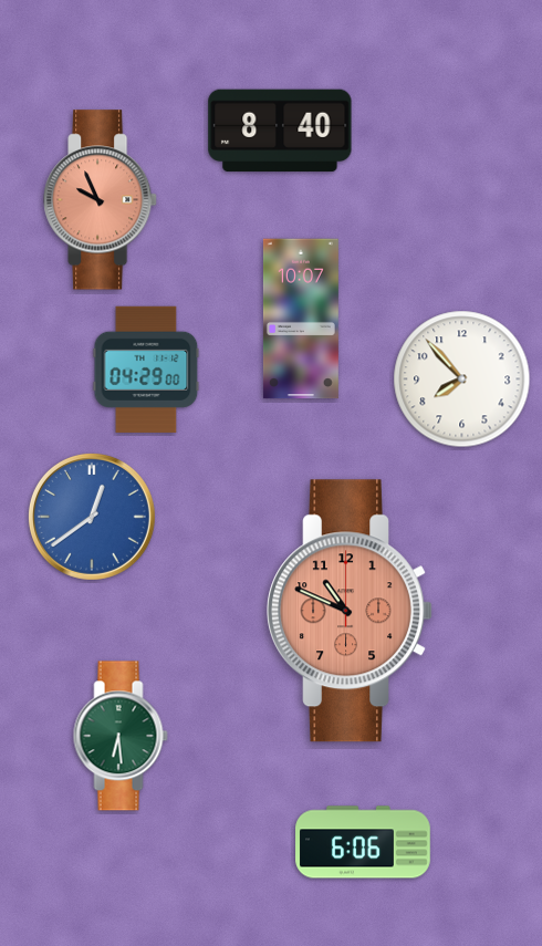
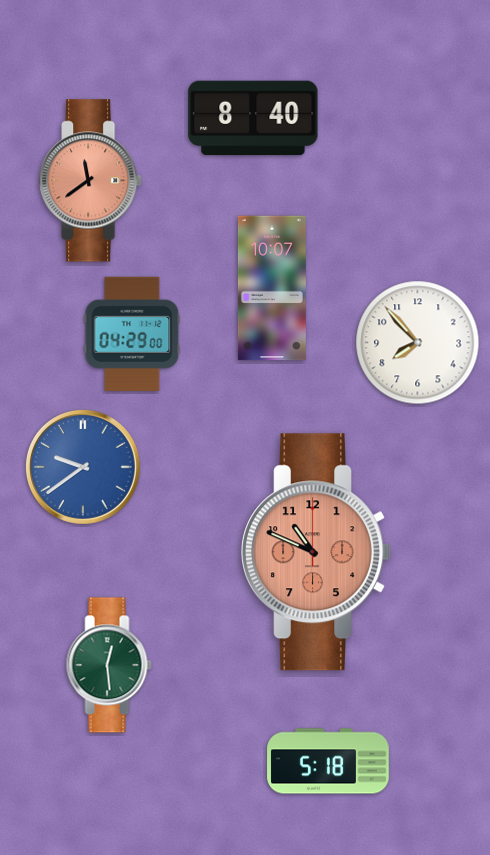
clock at (101, 200): 9:56 -> 11:39
clock at (92, 517): 12:39 -> 9:39
clock at (121, 736): 6:29 -> 12:29
clock at (363, 842): 6:06 -> 5:18
